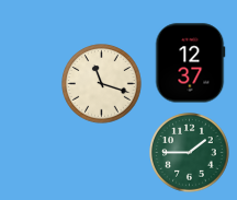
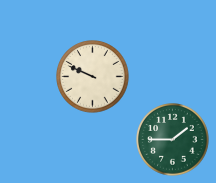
clock at (191, 63): 12:37 -> none
clock at (102, 84): 11:18 -> 9:49
